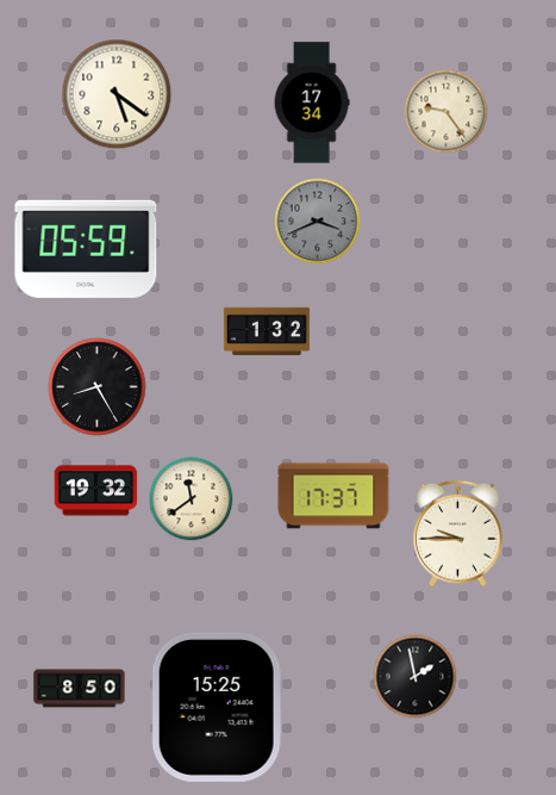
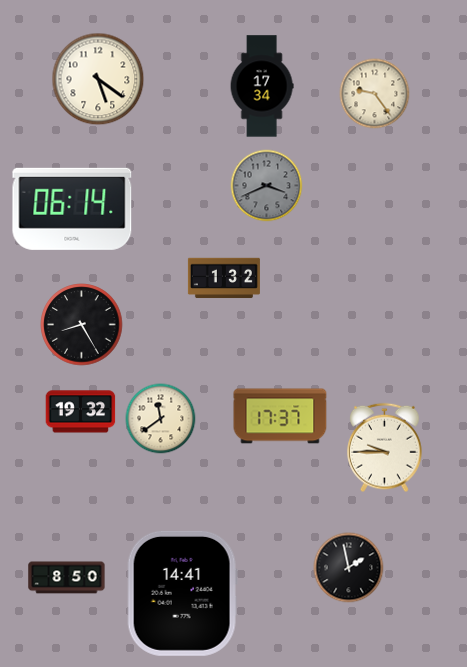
clock at (86, 249): 05:59 -> 06:14
clock at (217, 707): 15:25 -> 14:41
